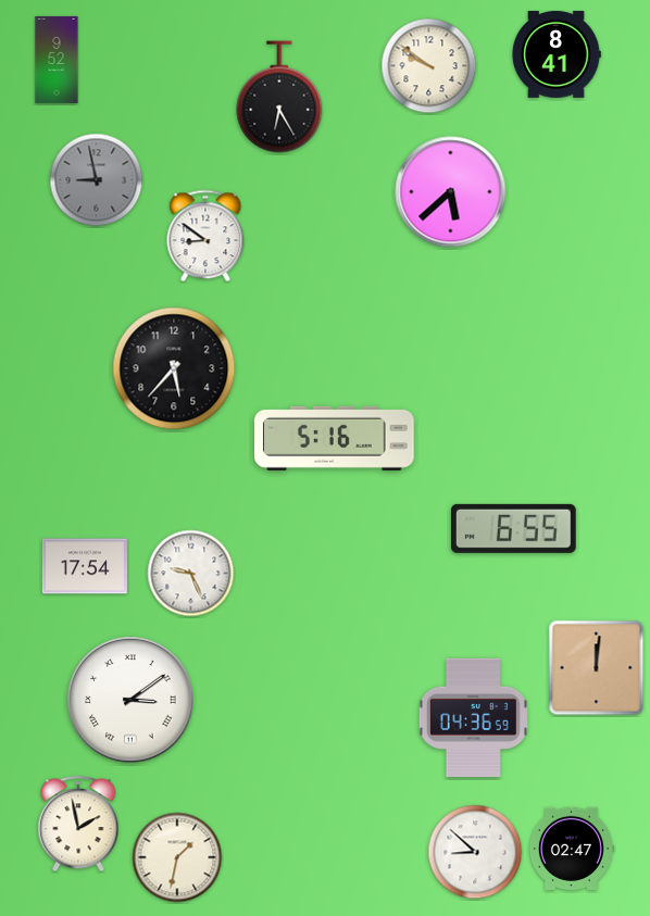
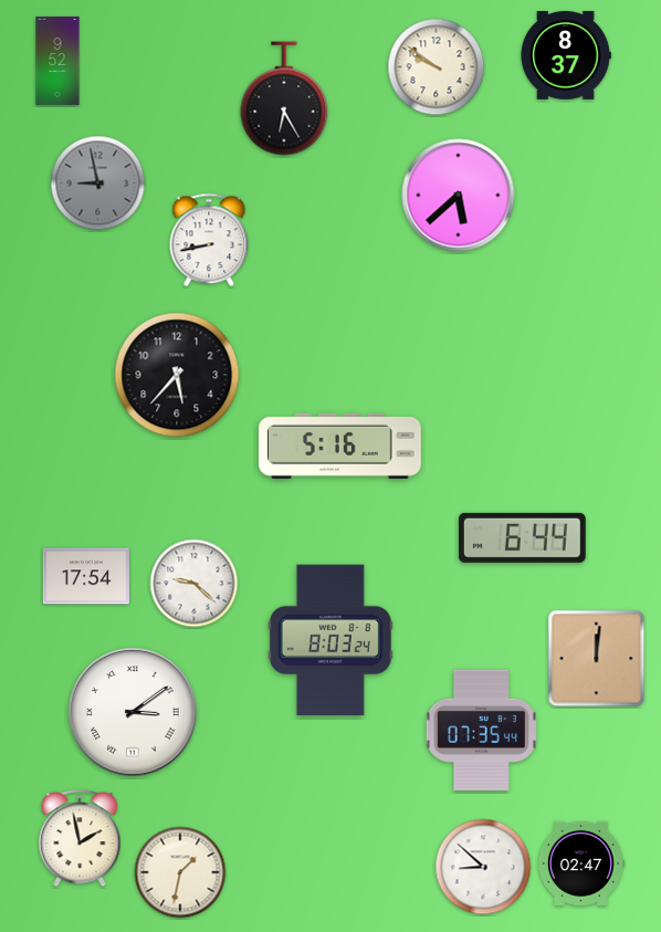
clock at (557, 54): 8:41 -> 8:37
clock at (205, 236): 8:51 -> 8:43
clock at (513, 528): 6:55 -> 6:44
clock at (191, 574): 9:26 -> 9:22
clock at (330, 640): none -> 8:03
clock at (597, 668) position: (597, 668) -> (597, 659)
clock at (473, 717): 04:36 -> 07:35
